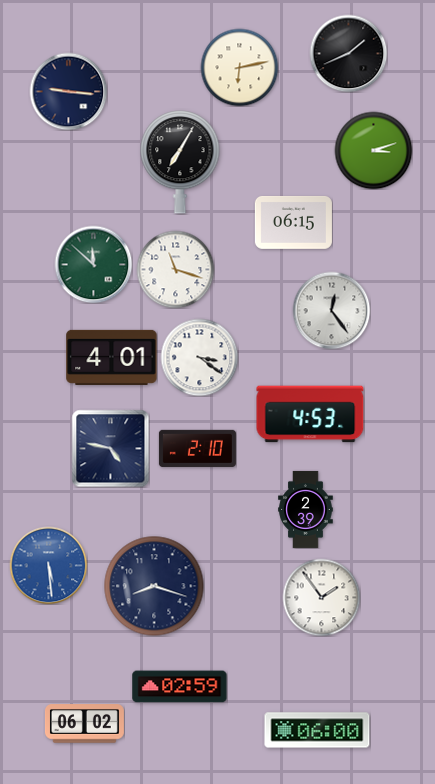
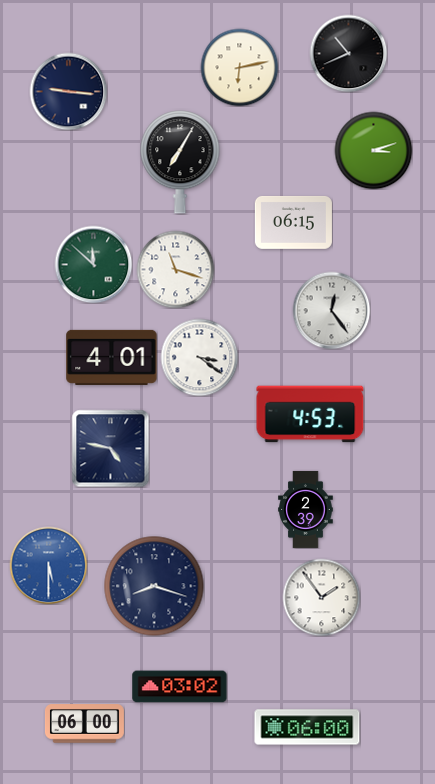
clock at (348, 53): 1:41 -> 10:41
clock at (197, 448): 2:10 -> none
clock at (48, 565): 5:29 -> 5:30
clock at (180, 687): 02:59 -> 03:02
clock at (84, 724): 06:02 -> 06:00
clock at (317, 730) position: (317, 730) -> (307, 727)
